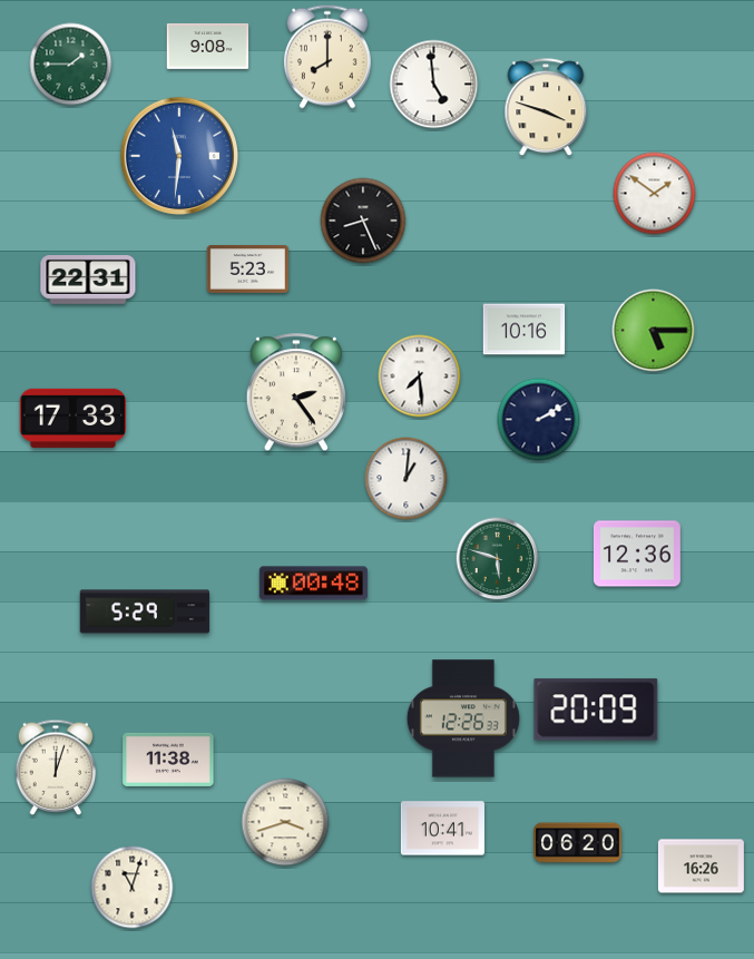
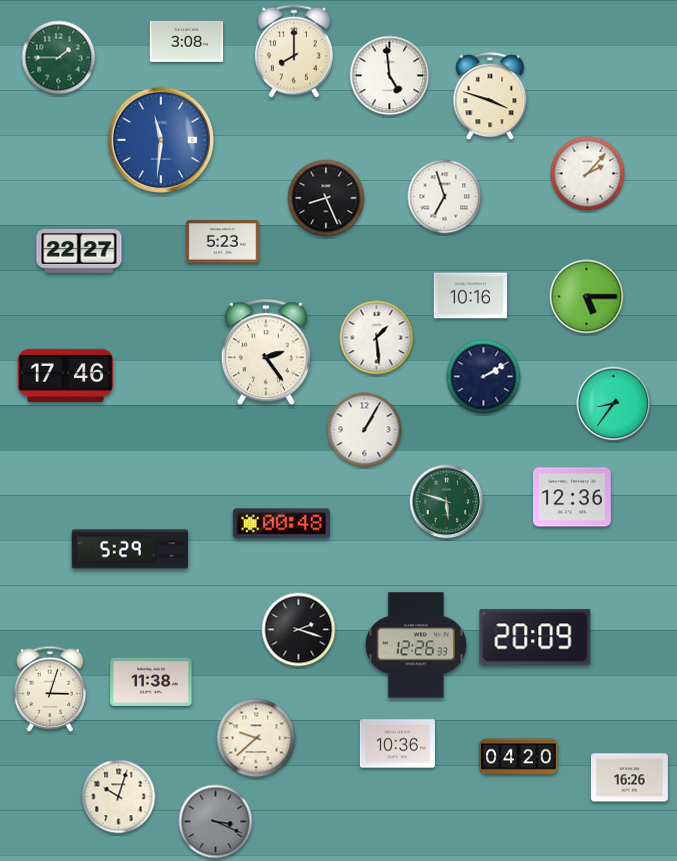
clock at (208, 46): 9:08 -> 3:08
clock at (71, 65) position: (71, 65) -> (59, 58)
clock at (655, 194): 1:51 -> 2:07
clock at (445, 197): none -> 6:57
clock at (88, 281): 22:31 -> 22:27
clock at (420, 376): 7:29 -> 1:29
clock at (74, 418): 17:33 -> 17:46
clock at (614, 404): none -> 8:36
clock at (407, 479): 1:01 -> 1:05
clock at (299, 630): none -> 2:18
clock at (56, 767): 12:03 -> 3:03
clock at (285, 822): 3:42 -> 9:38
clock at (442, 829): 10:41 -> 10:36
clock at (578, 843): 06:20 -> 04:20
clock at (133, 888): 11:03 -> 10:03
clock at (216, 822): none -> 3:19
